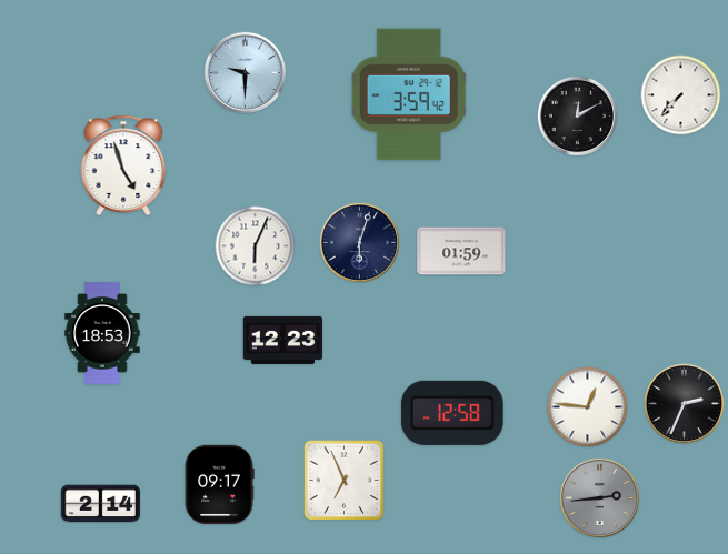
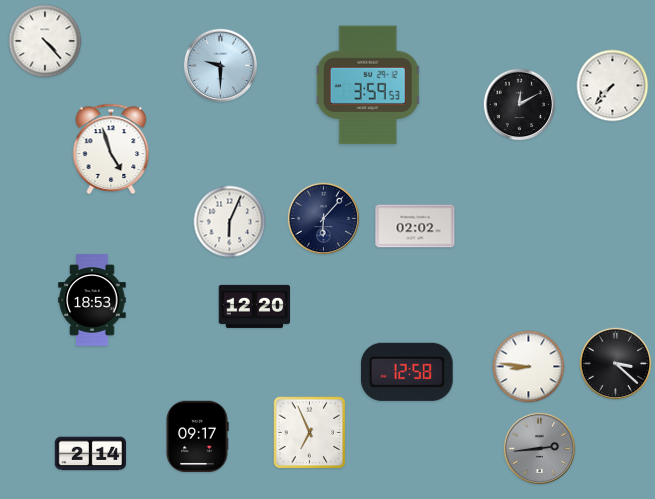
clock at (45, 41): none -> 4:23
clock at (409, 94): 3:59:42 -> 3:59:53
clock at (360, 243): 6:03 -> 6:07
clock at (461, 251): 01:59 -> 02:02
clock at (283, 340): 12:23 -> 12:20
clock at (685, 404): 2:34 -> 3:22
clock at (588, 407): 12:46 -> 8:46
